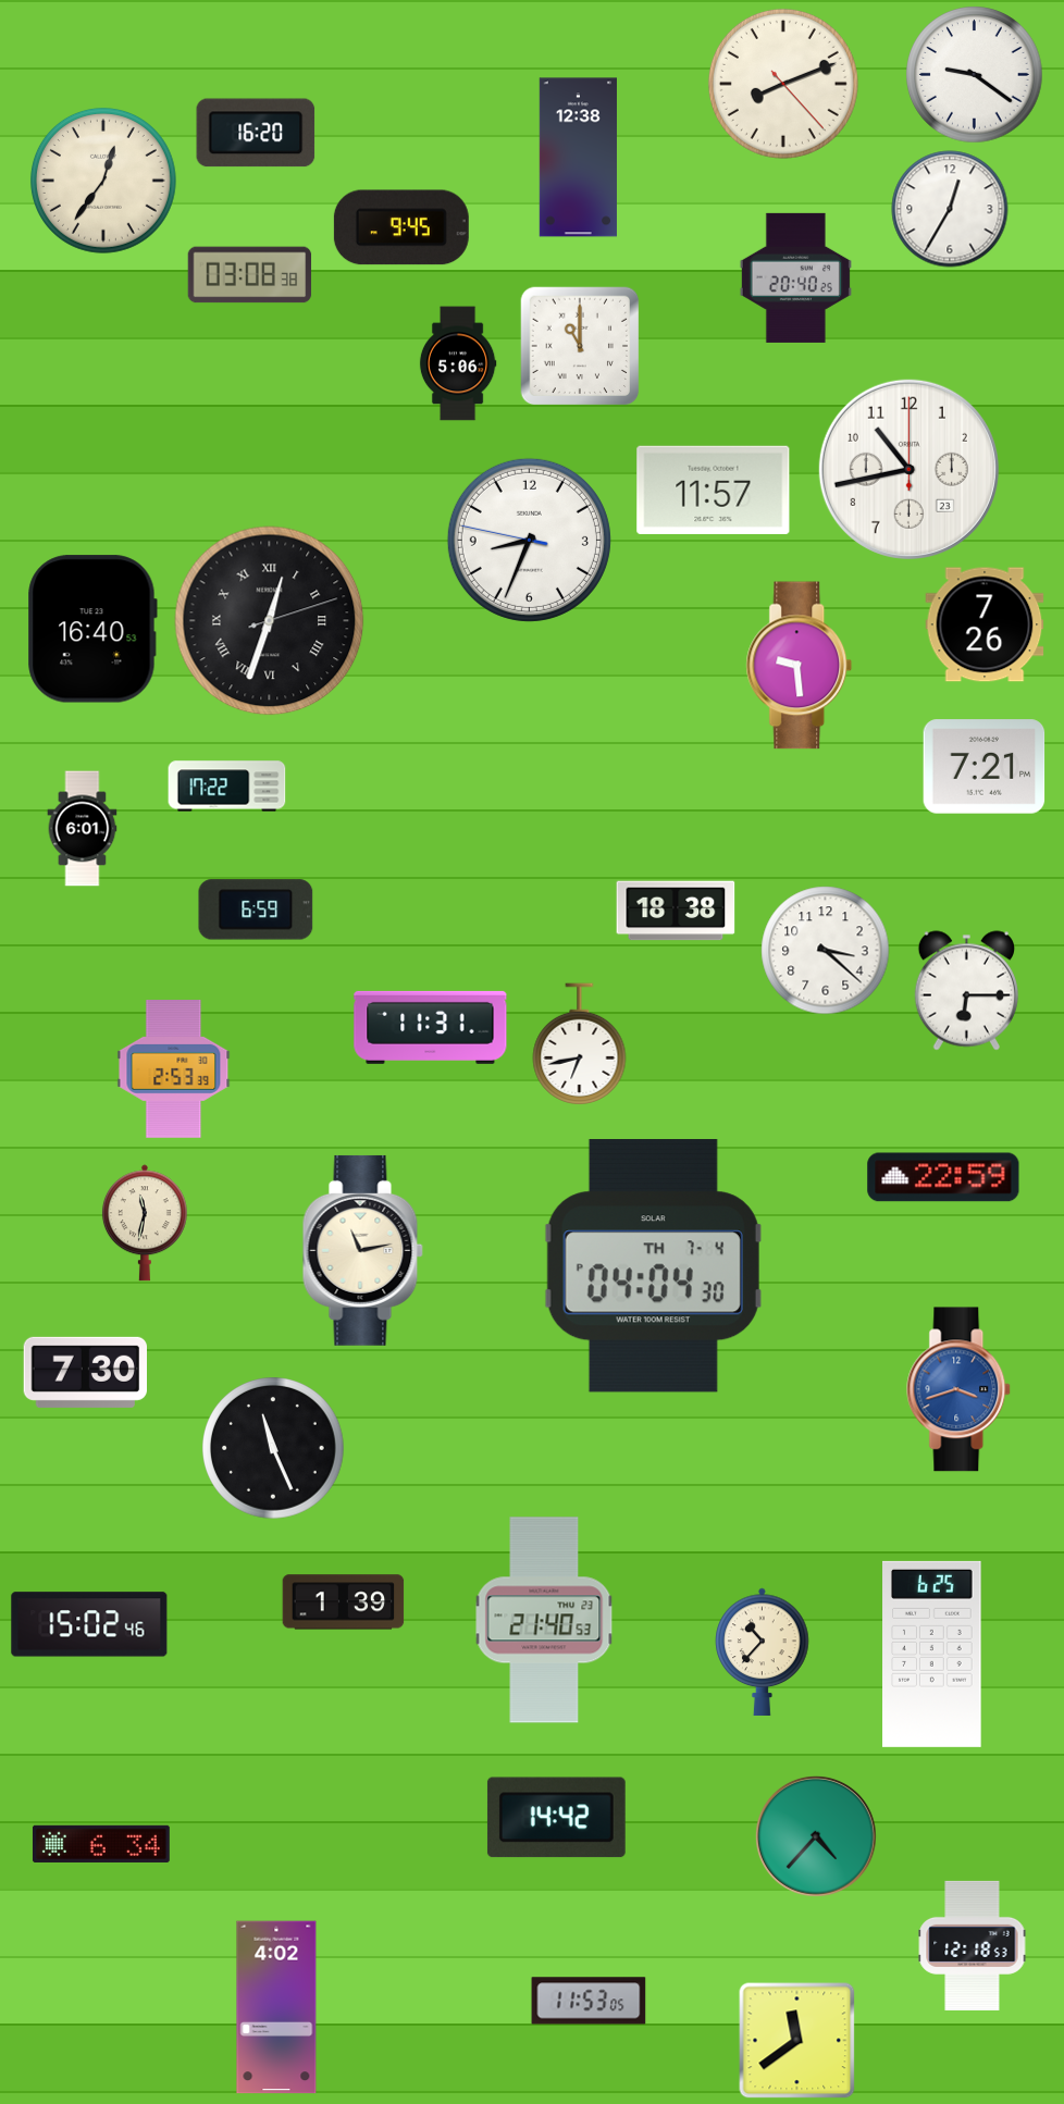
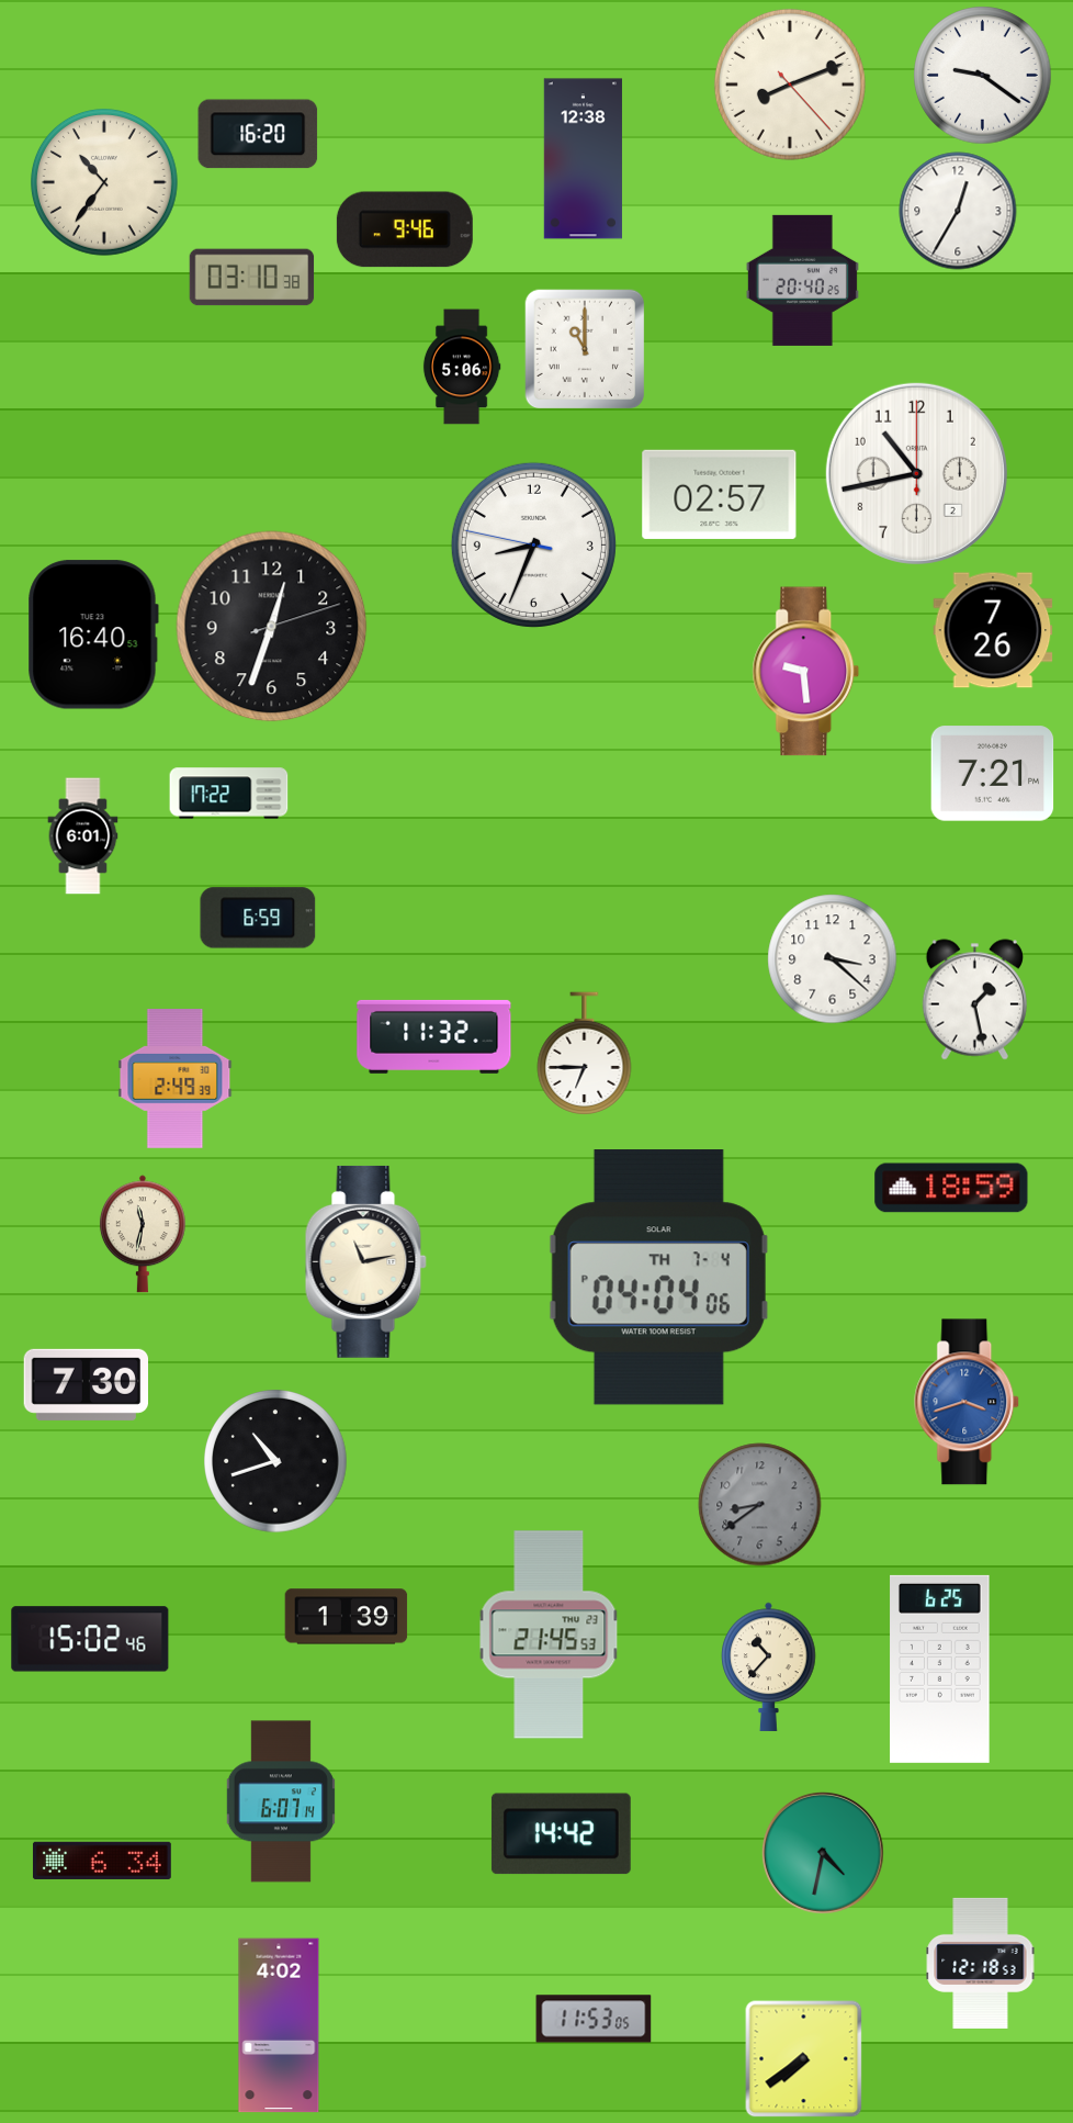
clock at (103, 181): 12:36 -> 10:36
clock at (401, 227): 9:45 -> 9:46
clock at (250, 275): 03:08 -> 03:10
clock at (908, 469) date: 23 -> 2
clock at (714, 490): 11:57 -> 02:57
clock at (270, 621) numerals: Roman -> Arabic
clock at (676, 911): 18:38 -> none
clock at (966, 991): 6:15 -> 1:28
clock at (431, 1027): 11:31 -> 11:32
clock at (580, 1043): 6:43 -> 6:45
clock at (174, 1069): 2:53 -> 2:49
clock at (943, 1177): 22:59 -> 18:59
clock at (145, 1223) position: (145, 1223) -> (143, 1234)
clock at (653, 1266): 04:04:30 PM -> 04:04:06 PM
clock at (274, 1449): 11:26 -> 10:42
clock at (760, 1505): none -> 8:39
clock at (544, 1620): 21:40 -> 21:45
clock at (281, 1801): none -> 6:07
clock at (816, 1836): 4:37 -> 4:32
clock at (797, 2041): 11:39 -> 7:39
